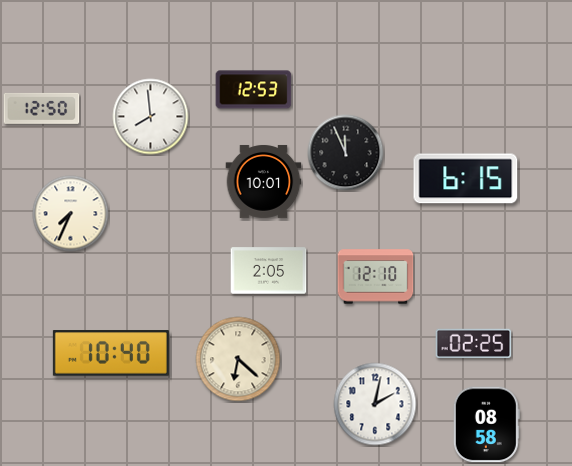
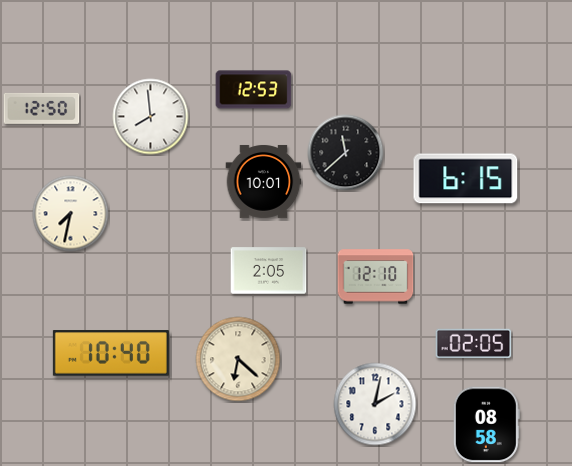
clock at (346, 153): 11:56 -> 11:38
clock at (71, 214): 7:34 -> 7:32
clock at (474, 343): 02:25 -> 02:05
